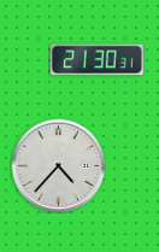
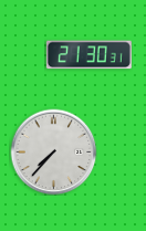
clock at (58, 165): 4:37 -> 7:37
